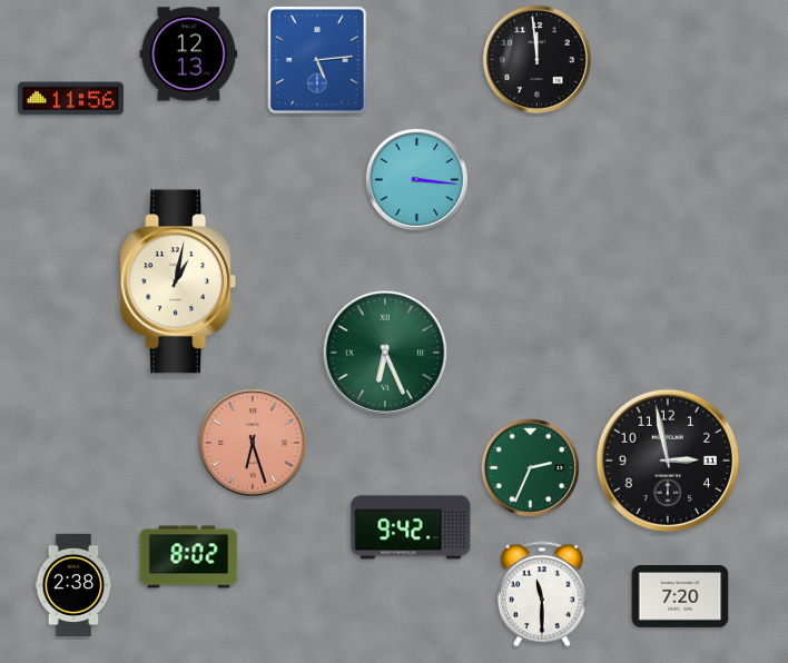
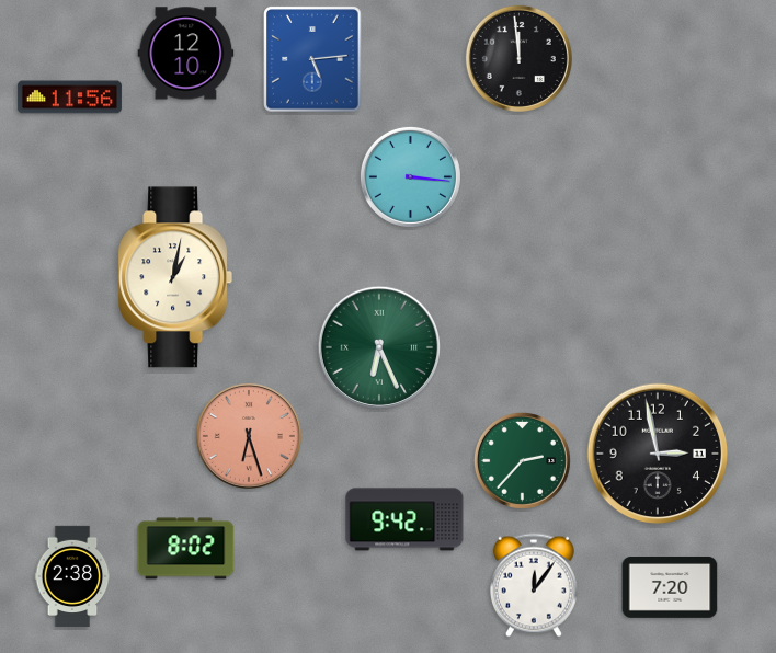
clock at (189, 55): 12:13 -> 12:10
clock at (536, 59) position: (536, 59) -> (518, 58)
clock at (530, 467): 2:34 -> 2:37
clock at (542, 594): 11:30 -> 12:06
